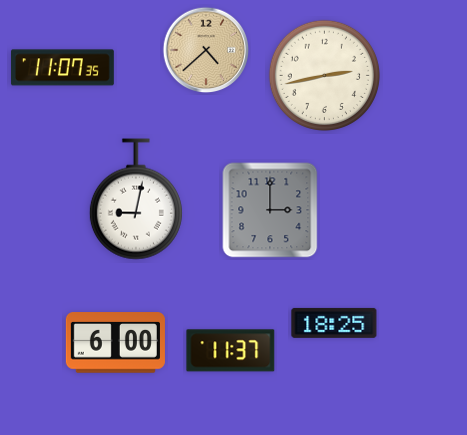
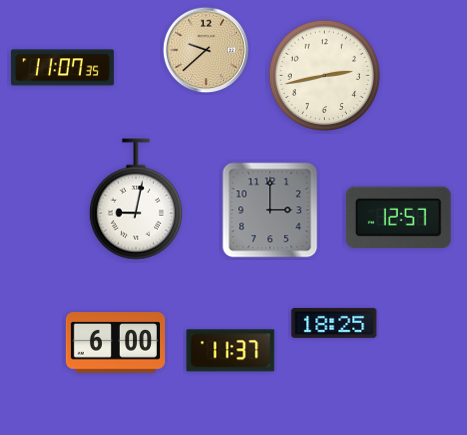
clock at (206, 50): 4:38 -> 9:38
clock at (398, 217): none -> 12:57
